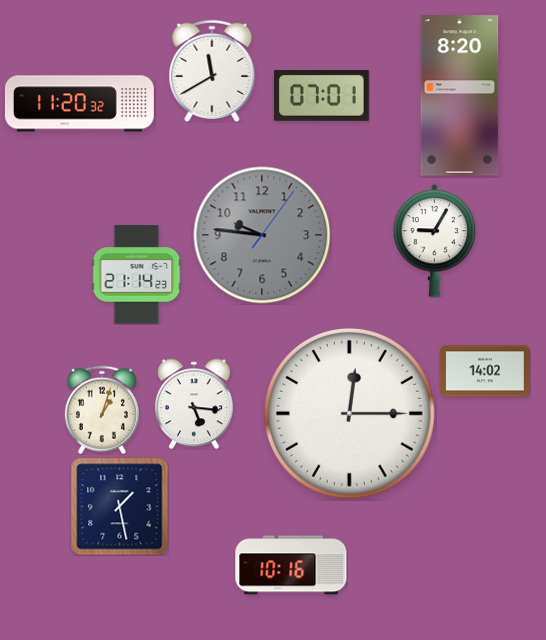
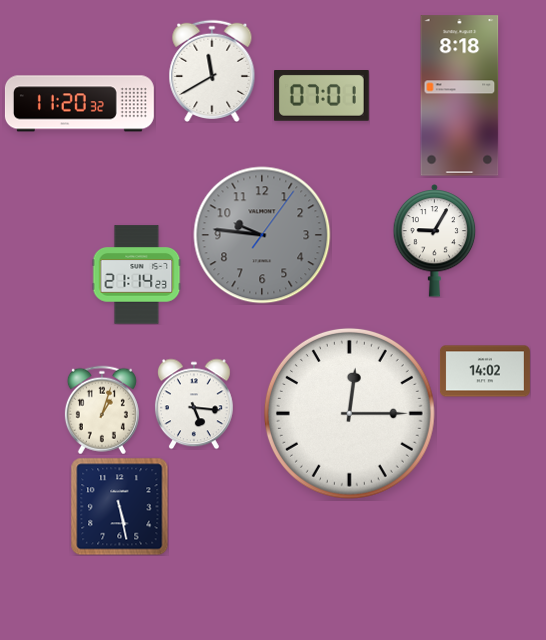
clock at (460, 96): 8:20 -> 8:18
clock at (119, 506): 1:28 -> 5:28
clock at (291, 565): 10:16 -> none
